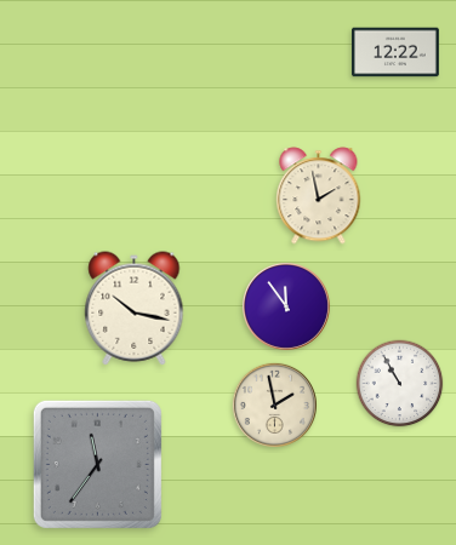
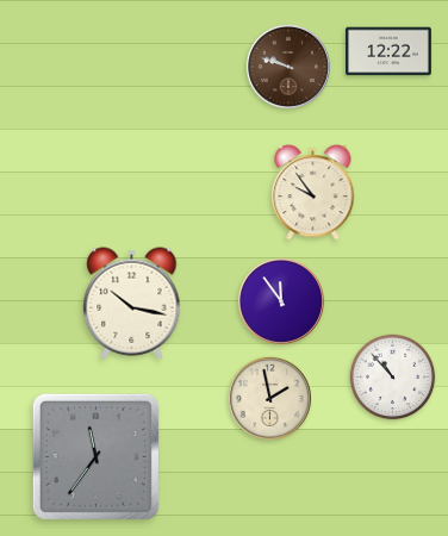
clock at (288, 67): none -> 9:48
clock at (319, 196): 1:58 -> 9:54
clock at (400, 384): 10:55 -> 10:53
